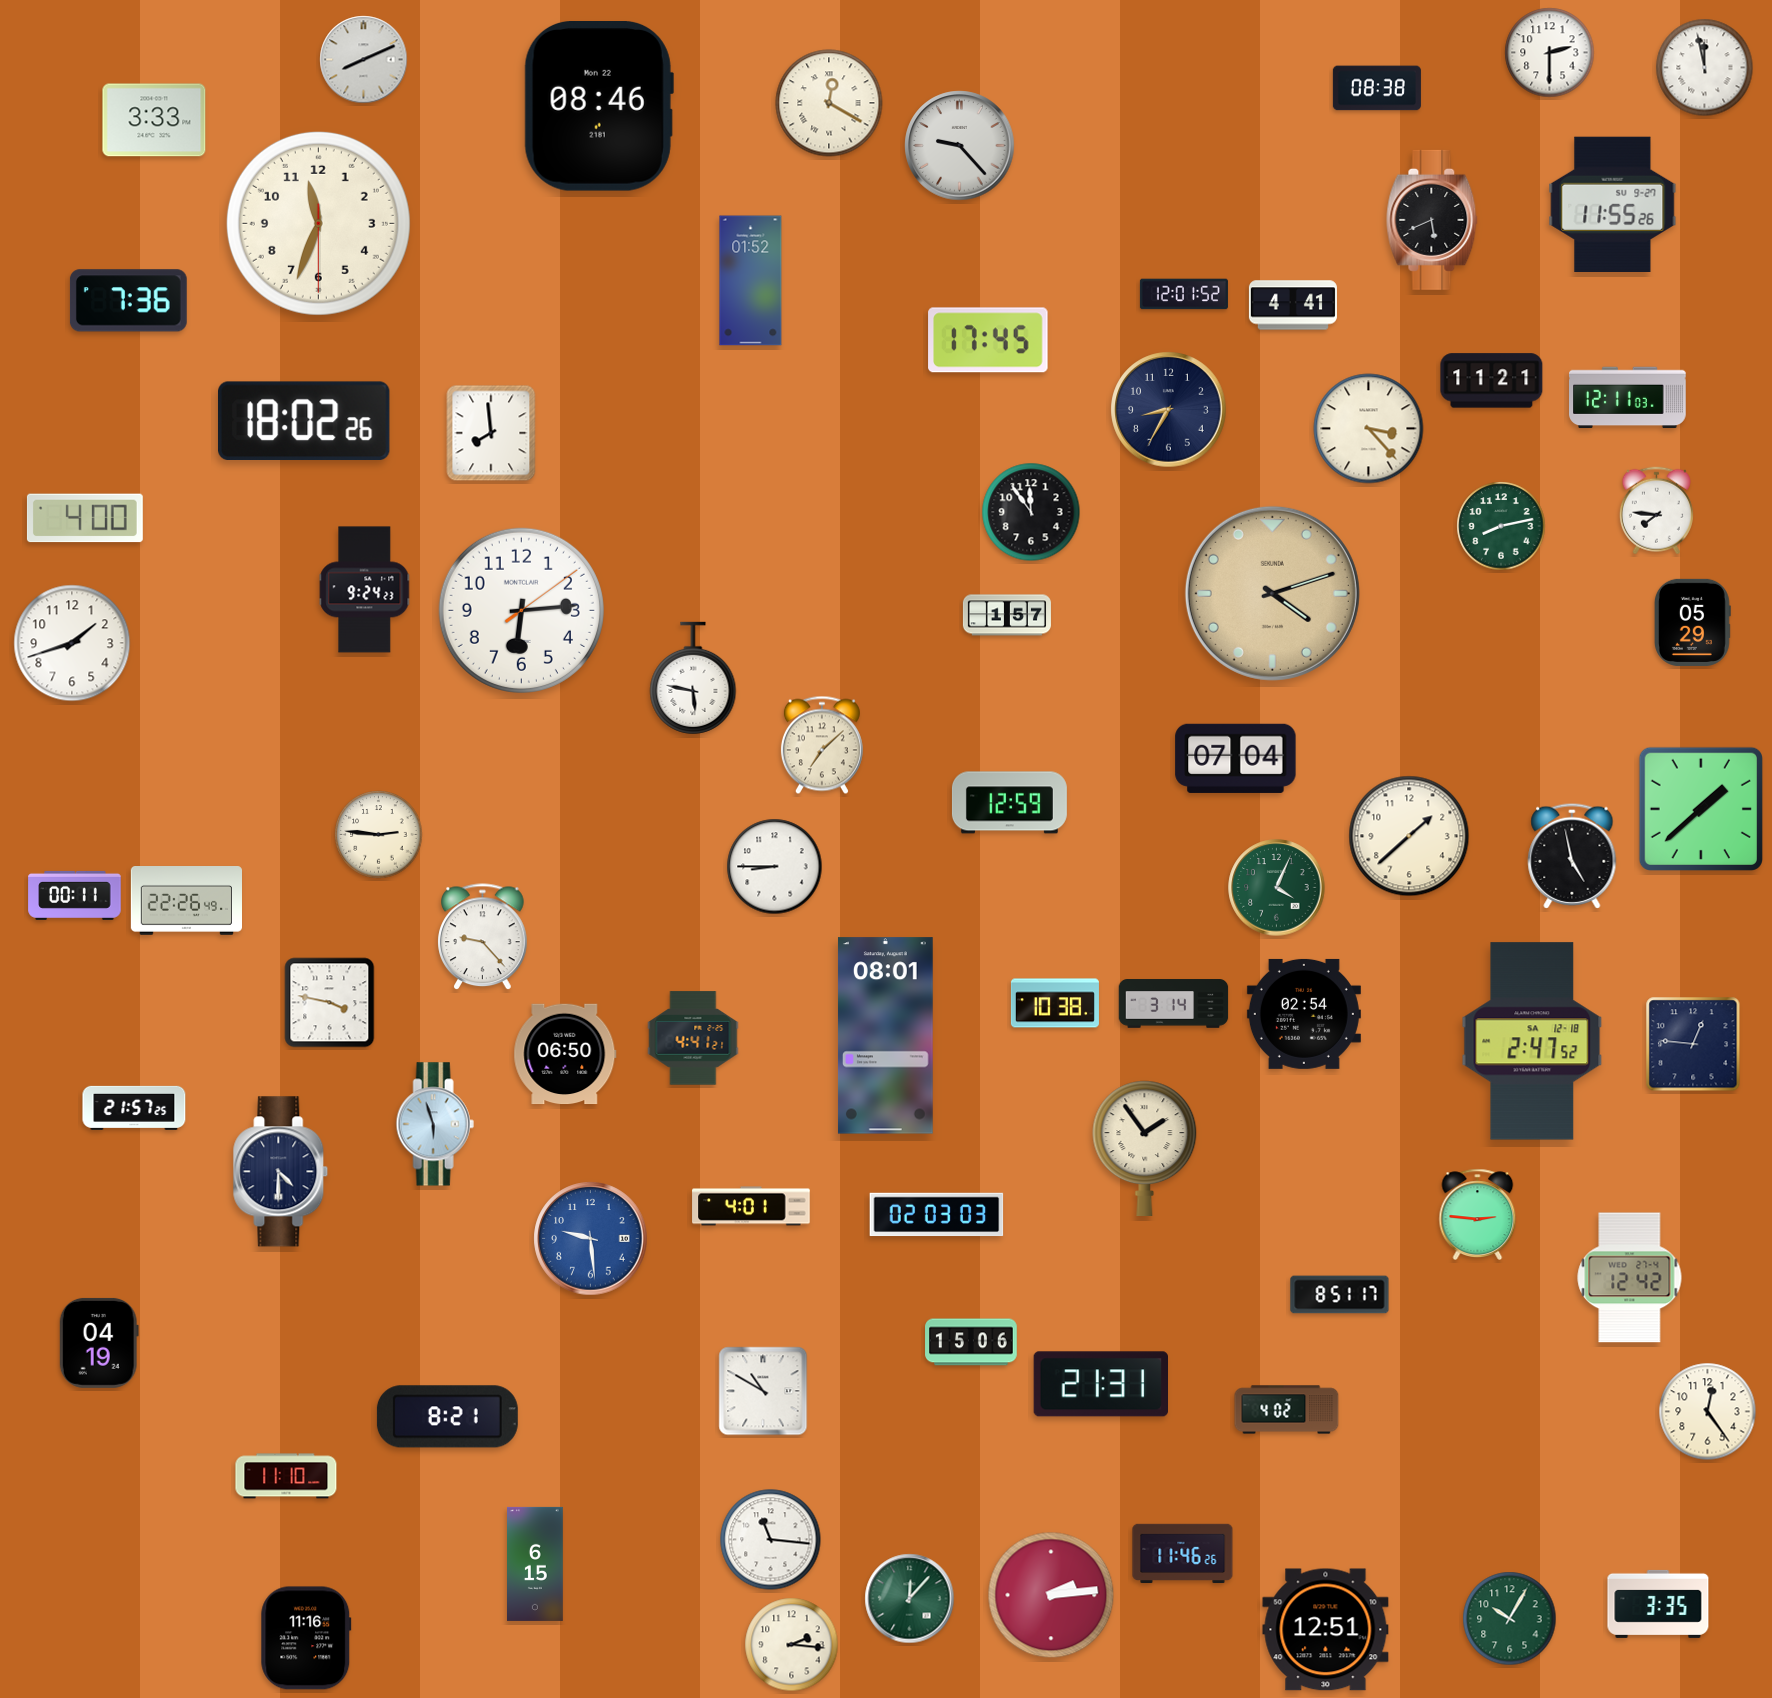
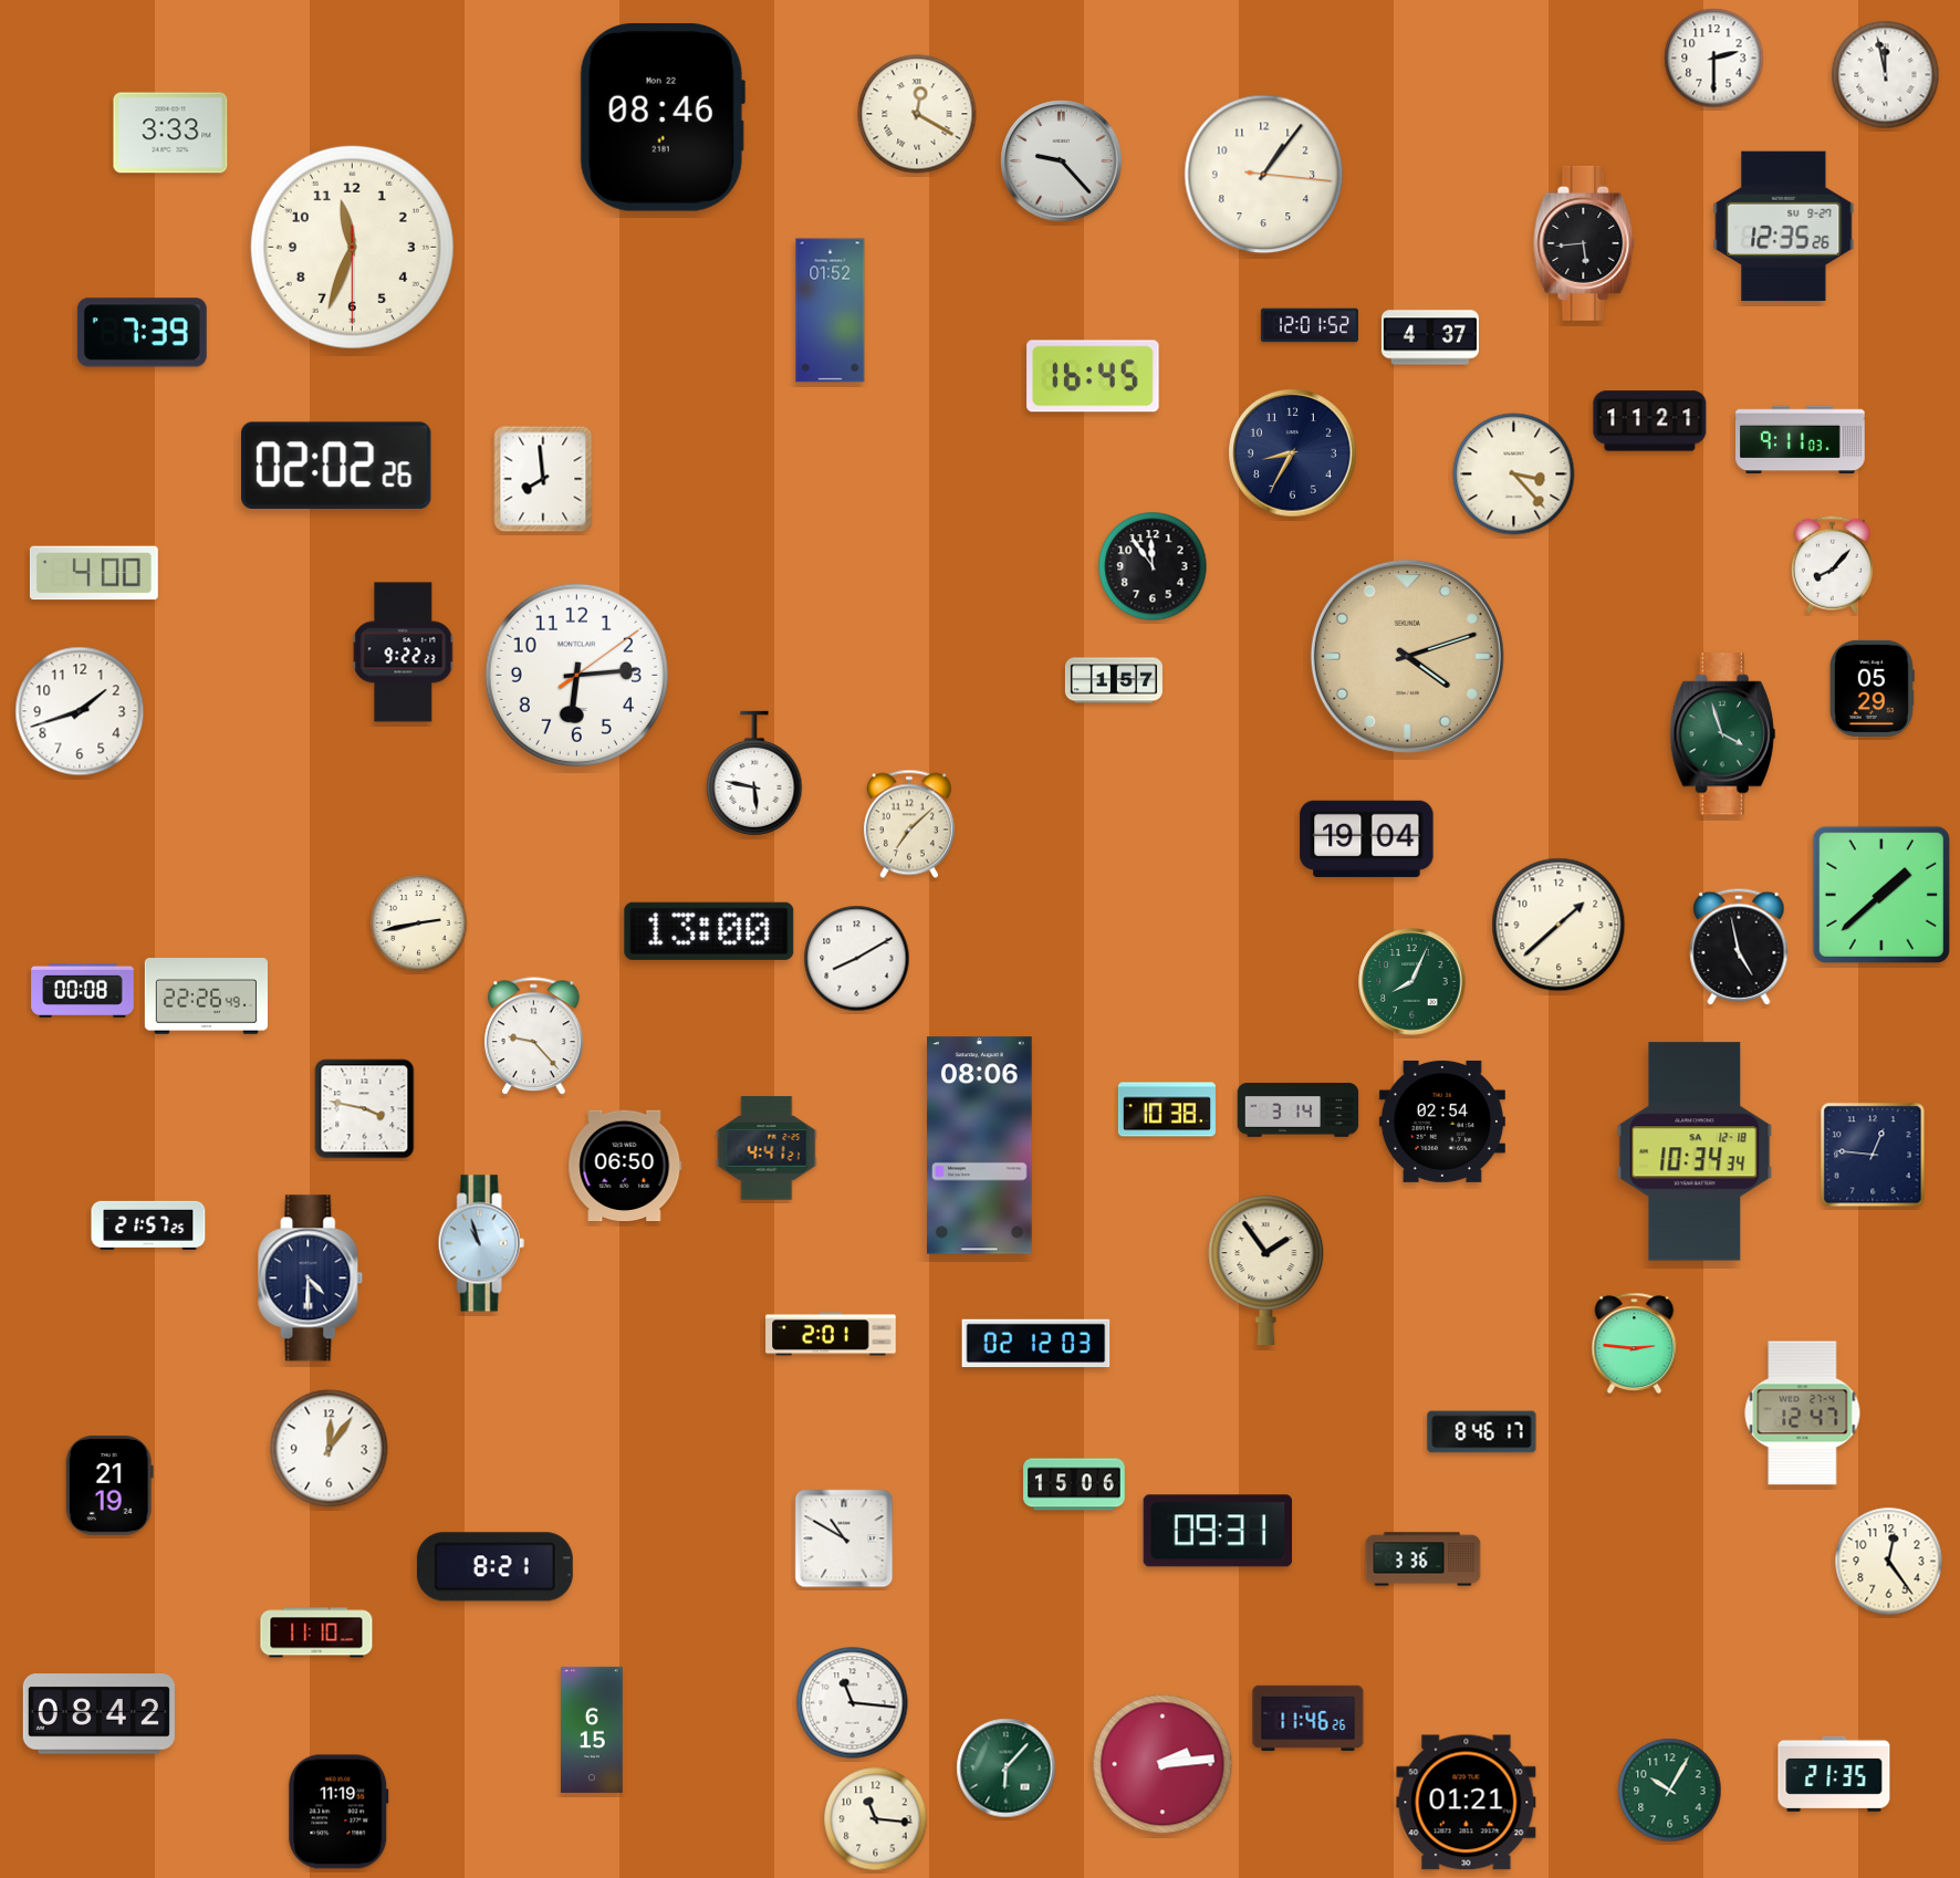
clock at (364, 60): 8:11 -> none
clock at (1377, 88): 08:38 -> none
clock at (1264, 175): none -> 1:06
clock at (1613, 204): 11:55 -> 12:35
clock at (1432, 220): 5:41 -> 5:44
clock at (128, 301): 7:36 -> 7:39
clock at (1293, 305): 4:41 -> 4:37
clock at (988, 340): 17:45 -> 16:45
clock at (1628, 398): 12:11 -> 9:11
clock at (305, 420): 18:02 -> 02:02
clock at (1656, 511): 7:46 -> 8:07
clock at (1031, 512) position: (1031, 512) -> (1153, 566)
clock at (1501, 526): 8:13 -> none
clock at (365, 590): 9:24 -> 9:22
clock at (1722, 734): none -> 3:57
clock at (693, 678) position: (693, 678) -> (754, 773)
clock at (1236, 758): 07:04 -> 19:04
clock at (1009, 803): 12:59 -> none
clock at (379, 835): 2:46 -> 2:43
clock at (709, 931): none -> 13:00
clock at (775, 867): 8:45 -> 8:10
clock at (1277, 888): 4:04 -> 8:04
clock at (75, 895): 00:11 -> 00:08
clock at (885, 1036): 08:01 -> 08:06
clock at (1532, 1041): 2:47 -> 10:34
clock at (435, 1124): 5:57 -> 10:57
clock at (281, 1172) position: (281, 1172) -> (311, 1279)
clock at (751, 1206): 4:01 -> 2:01
clock at (937, 1215): 02:03 -> 02:12
clock at (591, 1239): 9:29 -> none
clock at (1630, 1278): 12:42 -> 12:47
clock at (1340, 1295): 8:51 -> 8:46
clock at (330, 1449): none -> 12:06
clock at (99, 1343): 04:19 -> 21:19
clock at (1101, 1384): 21:31 -> 09:31
clock at (1287, 1410): 4:02 -> 3:36
clock at (98, 1714): none -> 08:42
clock at (910, 1599): 12:07 -> 6:07
clock at (1658, 1604): 3:35 -> 21:35
clock at (1326, 1630): 12:51 -> 01:21
clock at (306, 1638): 11:16 -> 11:19
clock at (792, 1645): 2:16 -> 11:16
